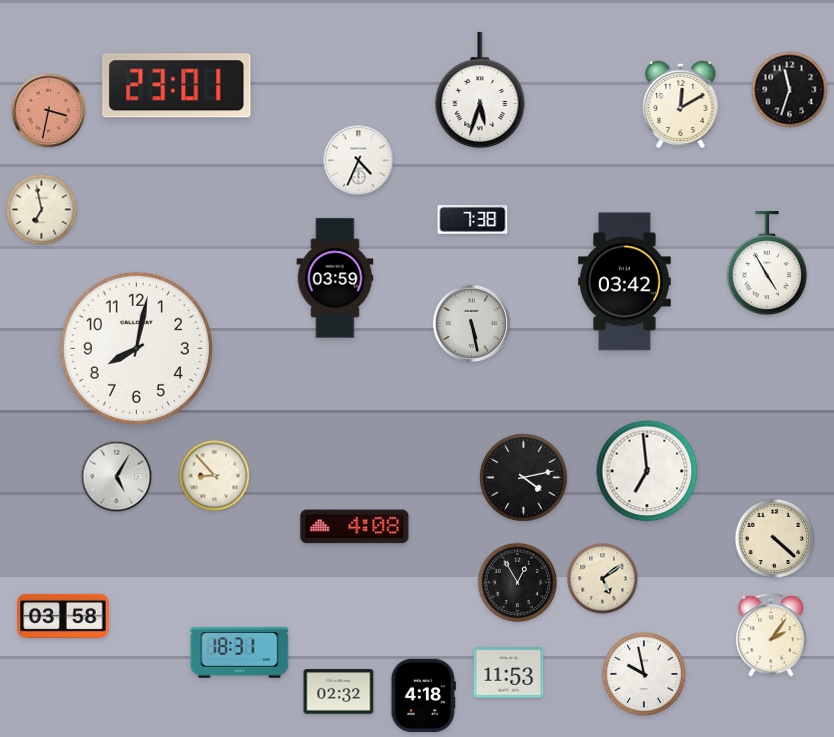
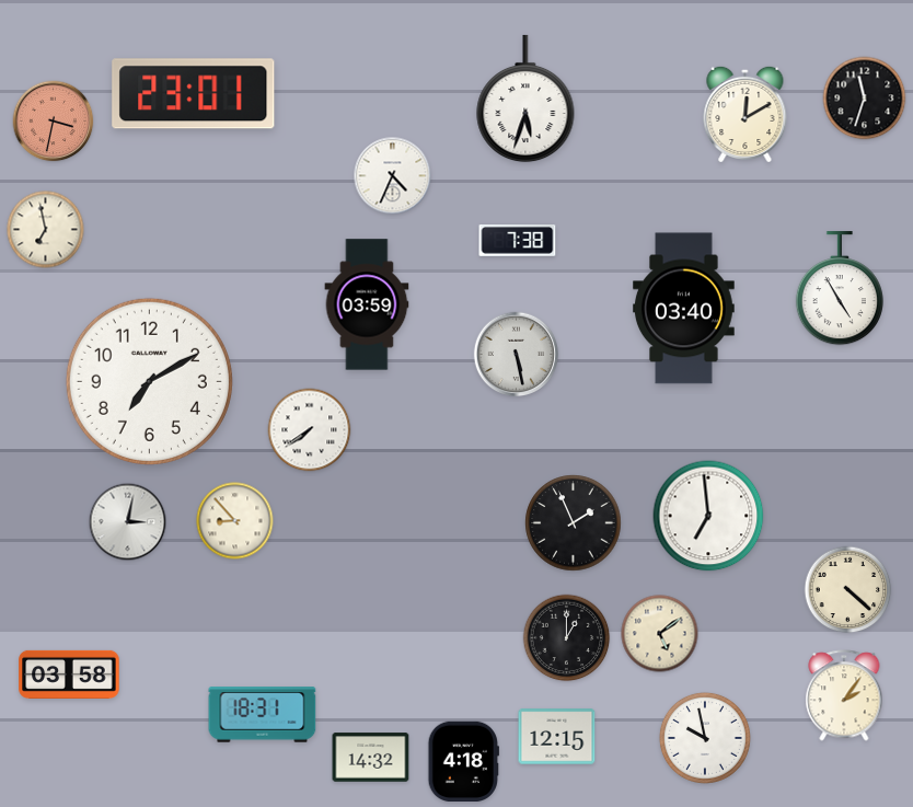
clock at (625, 282): 03:42 -> 03:40
clock at (136, 348): 8:02 -> 7:10
clock at (310, 430): none -> 7:39
clock at (117, 477): 5:05 -> 3:02
clock at (524, 478): 4:13 -> 1:56
clock at (355, 527): 4:08 -> none
clock at (518, 583): 12:55 -> 1:00
clock at (509, 673): 11:53 -> 12:15
clock at (339, 692): 02:32 -> 14:32
